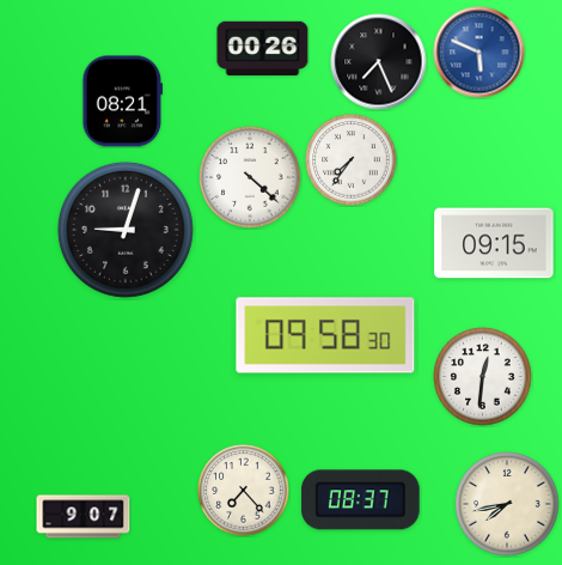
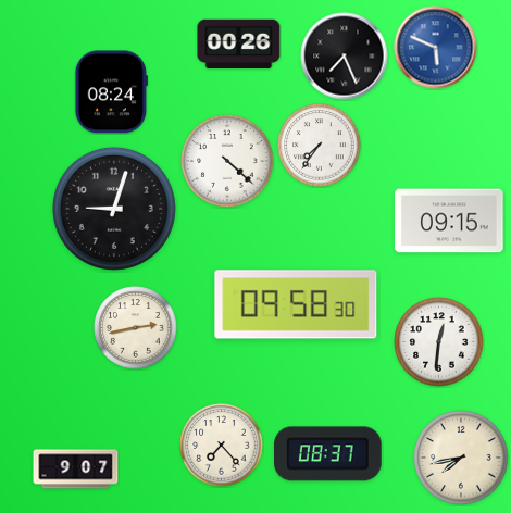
clock at (123, 102): 08:21 -> 08:24
clock at (136, 328): none -> 2:43
